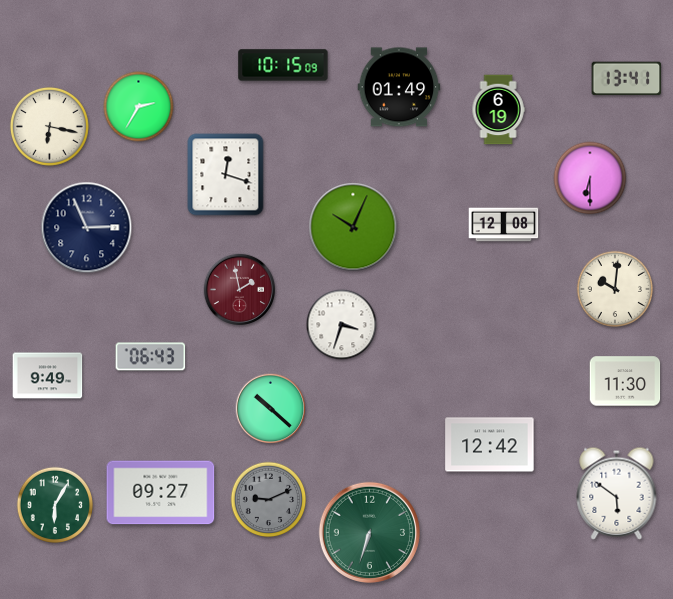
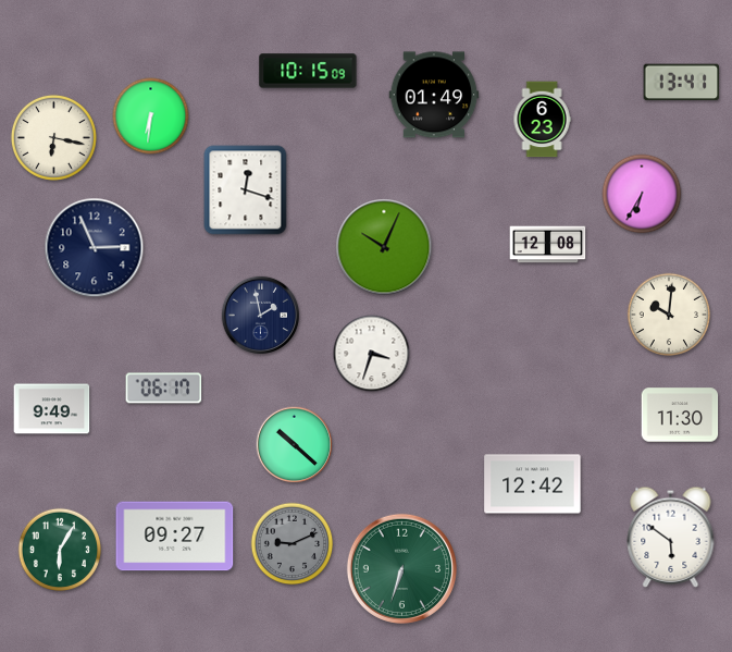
clock at (627, 79) position: (627, 79) -> (682, 83)
clock at (139, 107): 2:35 -> 6:31
clock at (498, 110): 6:19 -> 6:23
clock at (590, 178): 6:30 -> 6:35
clock at (240, 290) dial: burgundy -> navy
clock at (151, 357): 06:43 -> 06:17
clock at (369, 532) position: (369, 532) -> (401, 568)
